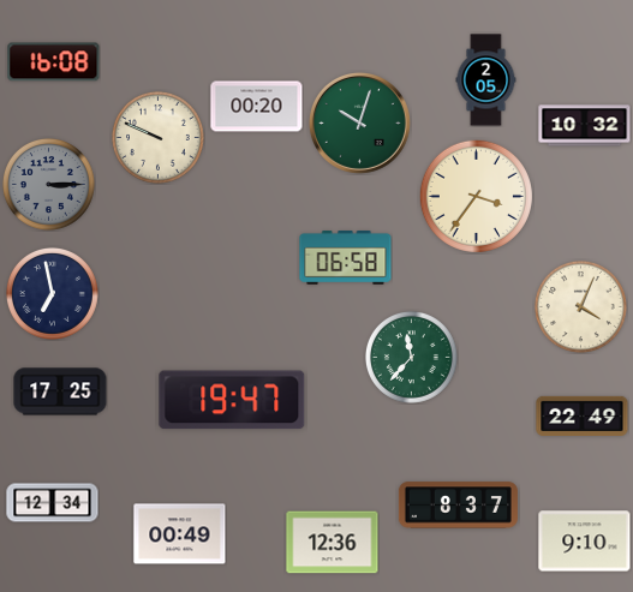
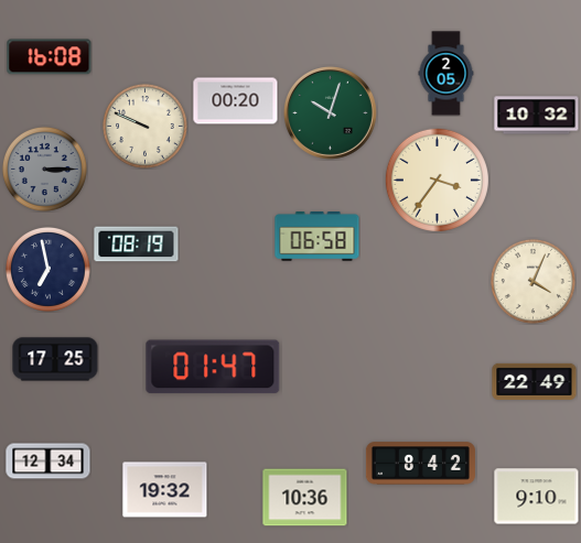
clock at (257, 107) position: (257, 107) -> (236, 101)
clock at (137, 245): none -> 08:19
clock at (411, 357): 11:37 -> none
clock at (232, 400): 19:47 -> 01:47
clock at (458, 506): 8:37 -> 8:42
clock at (180, 534): 00:49 -> 19:32
clock at (333, 543): 12:36 -> 10:36
